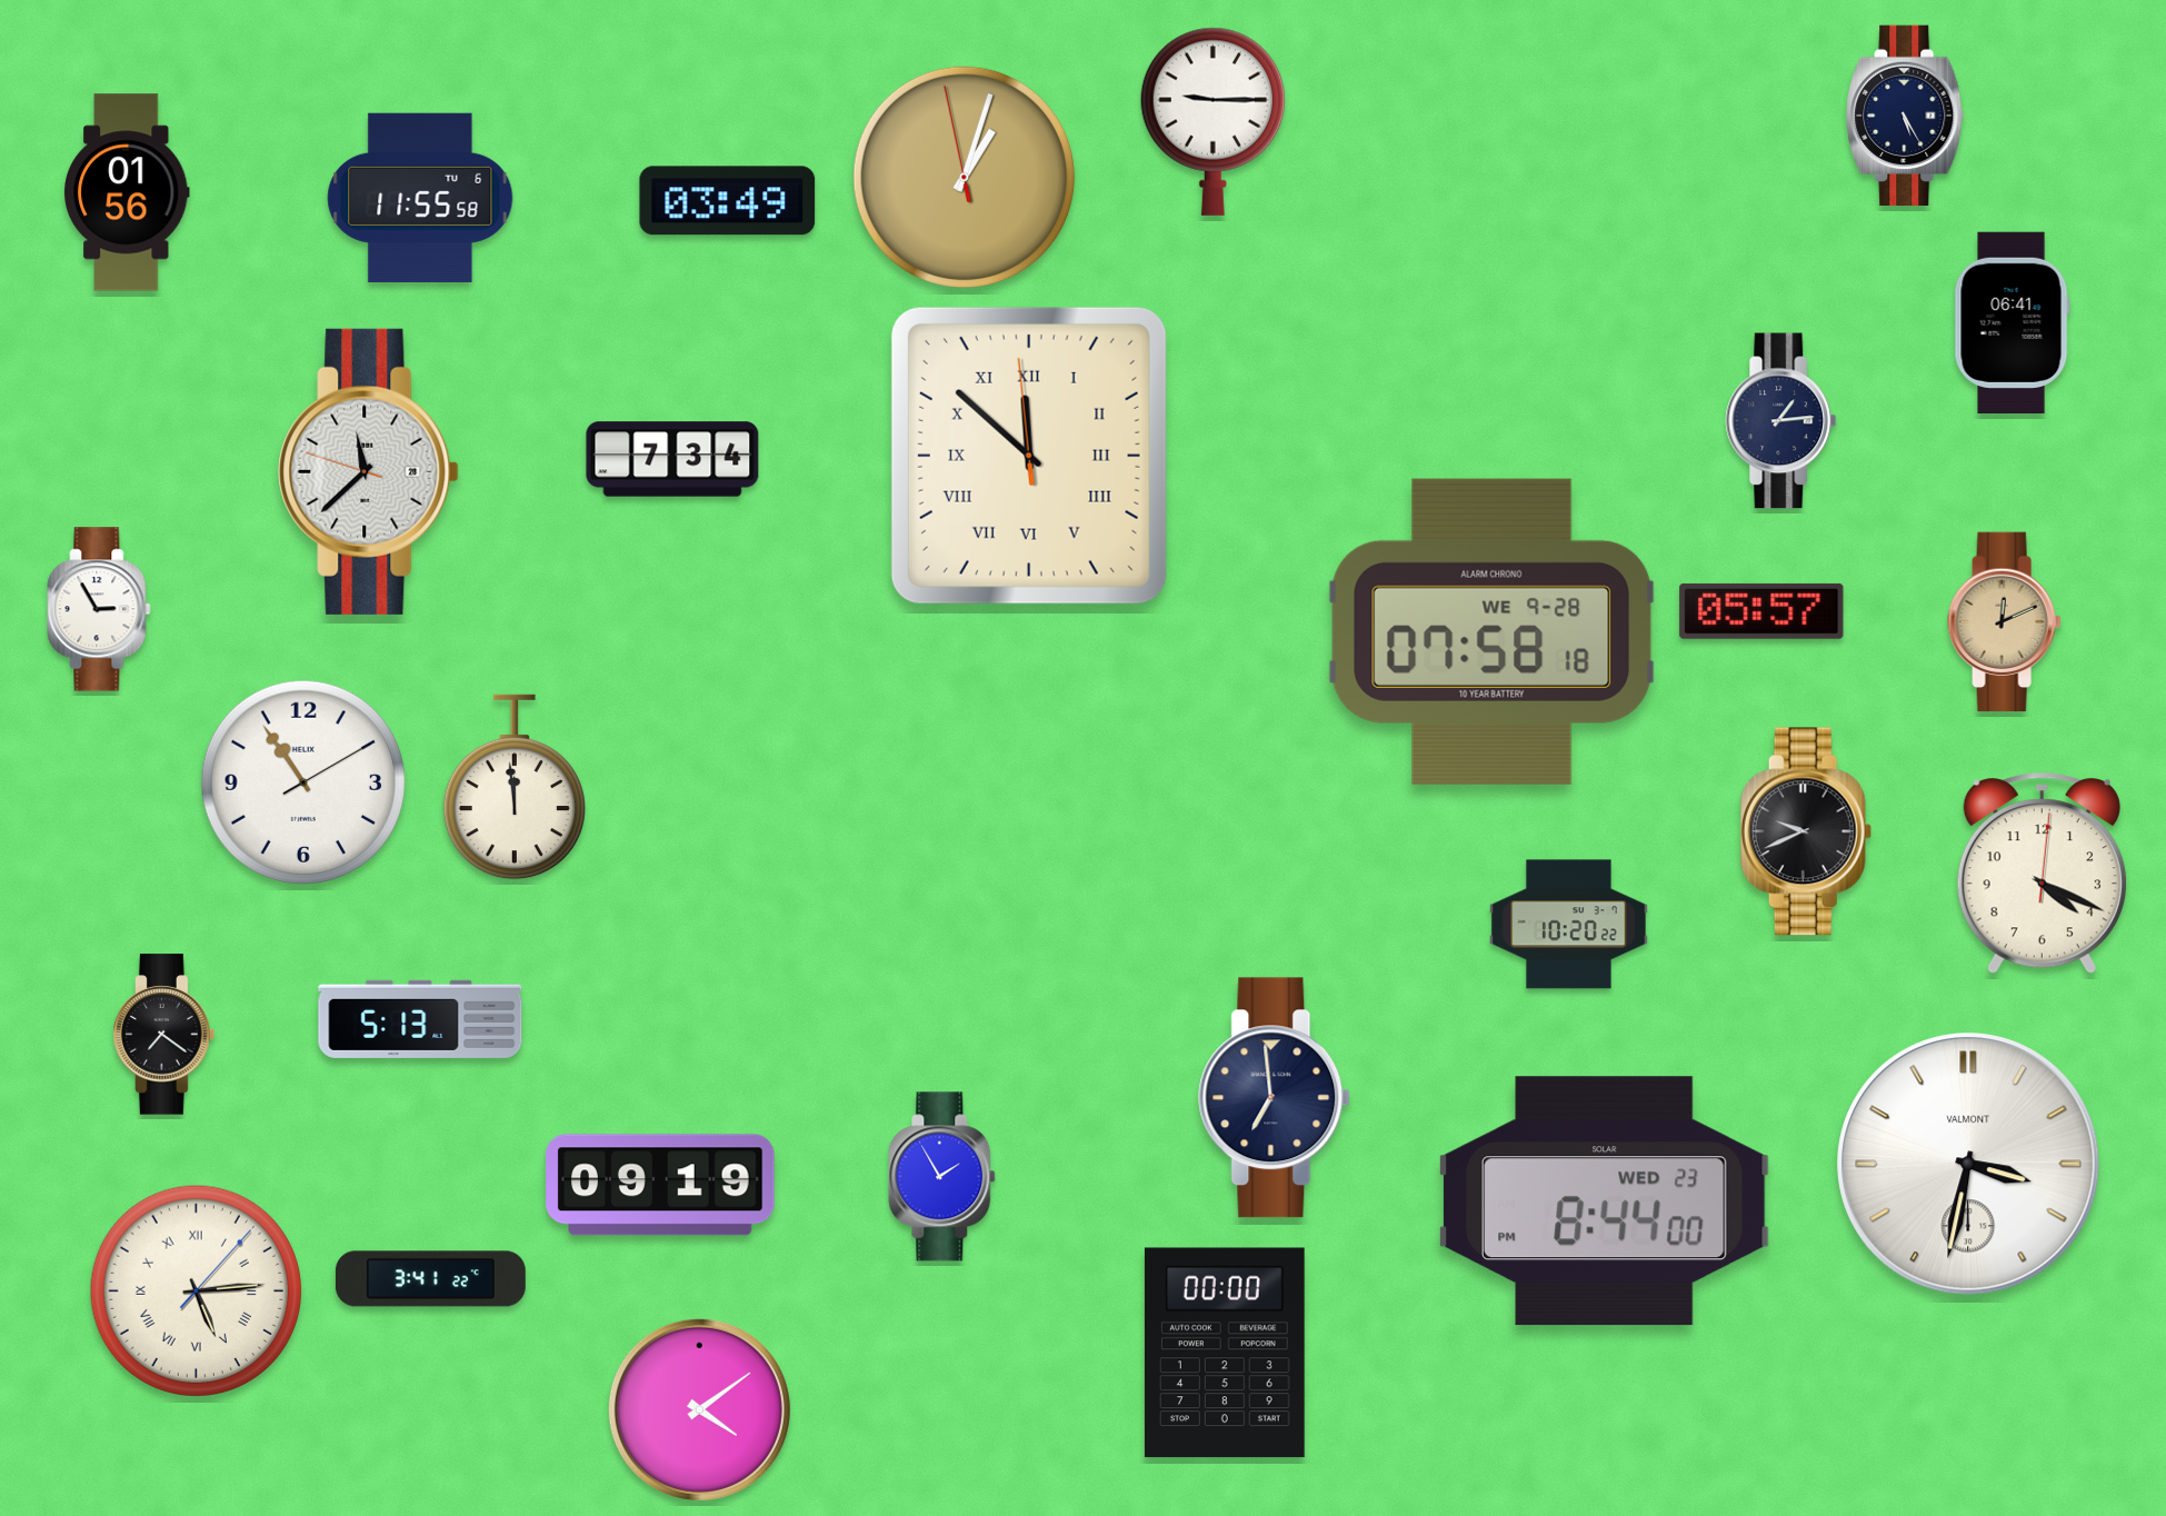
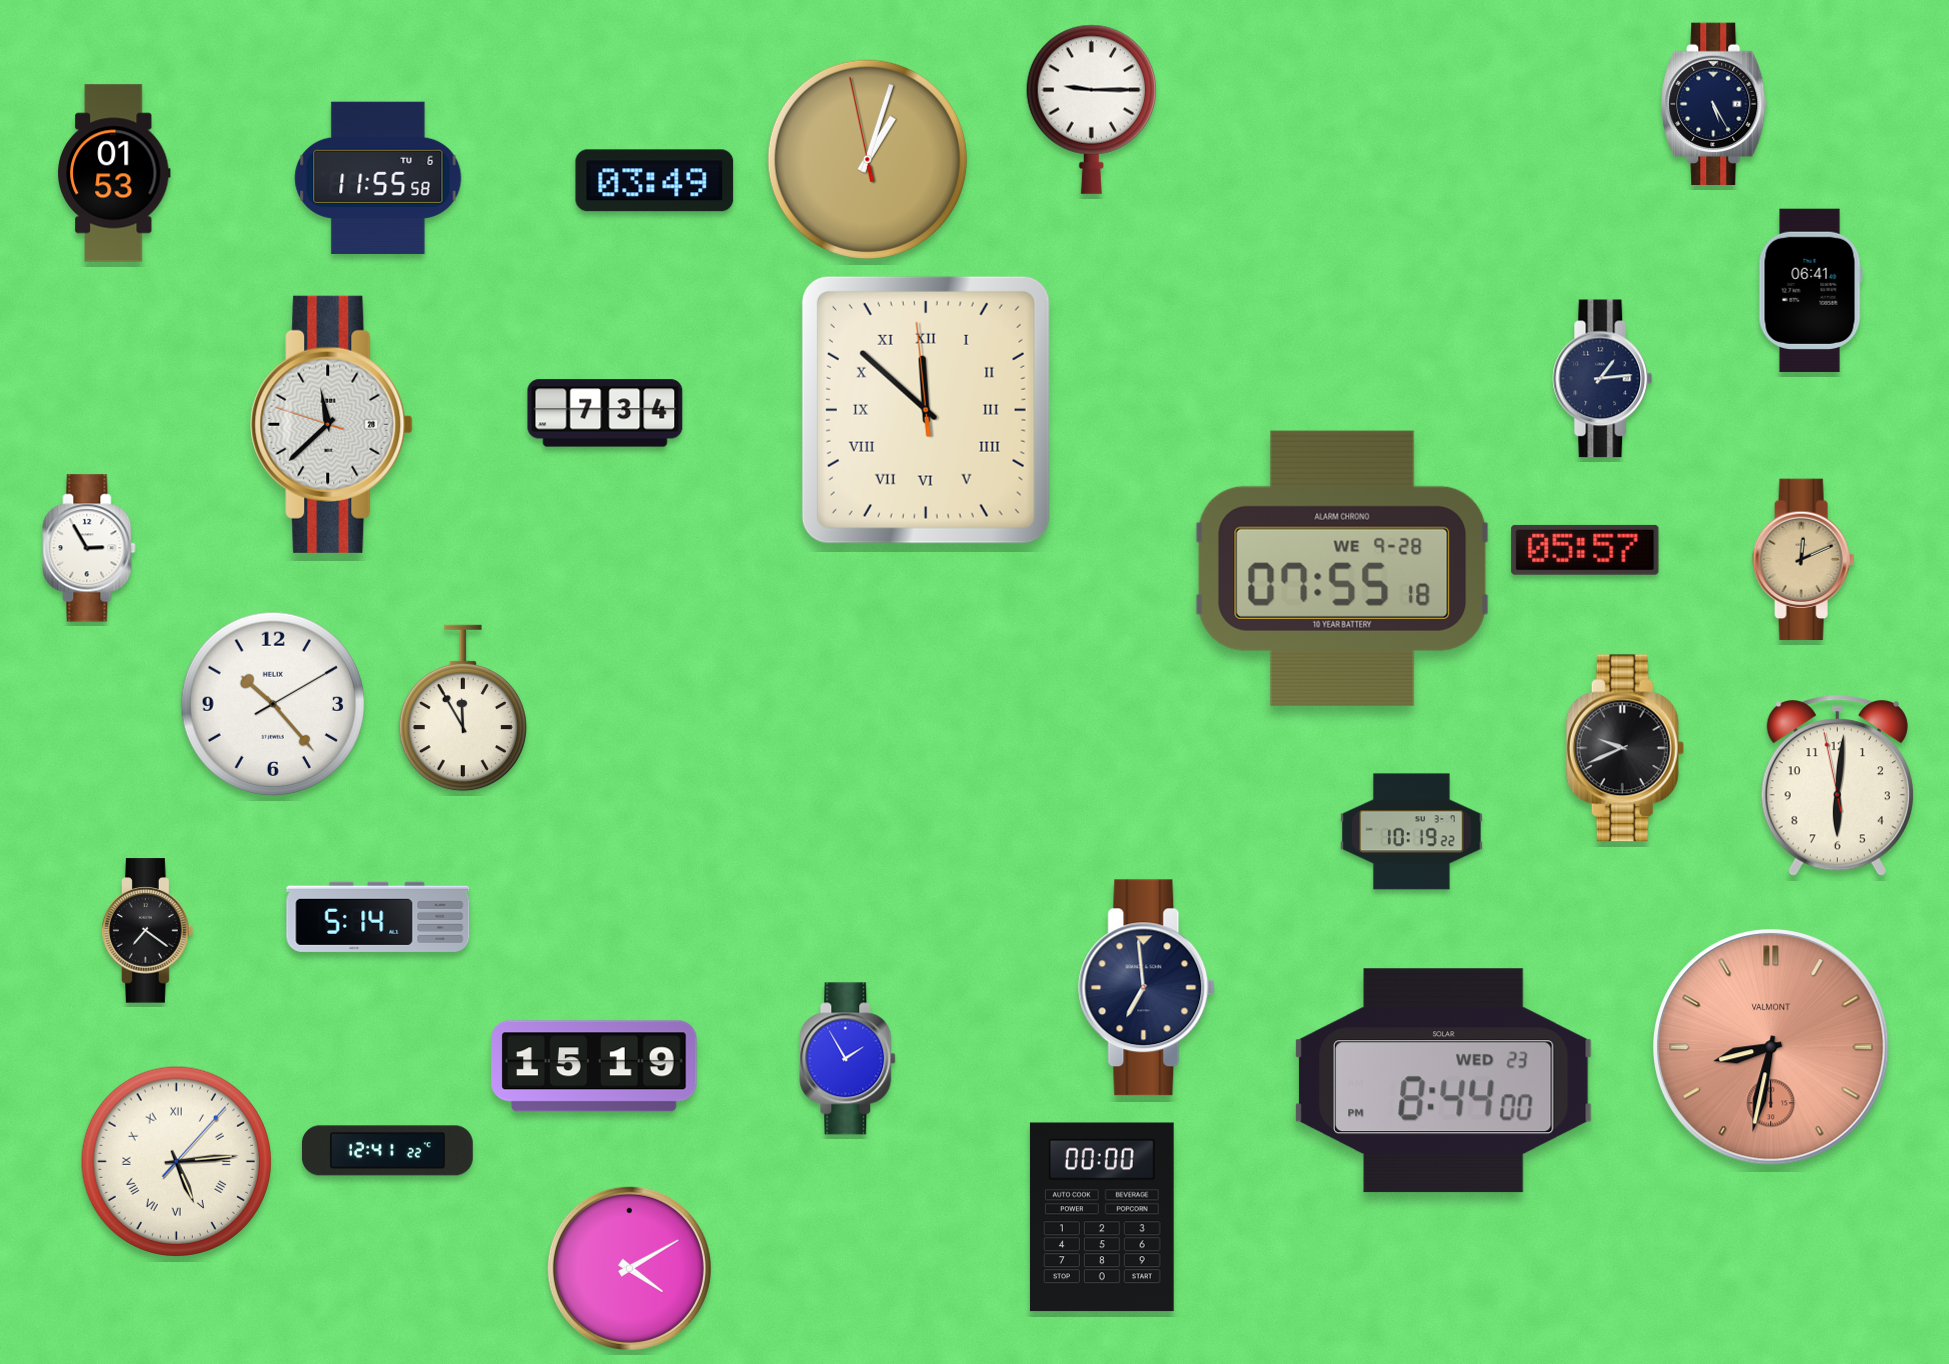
clock at (128, 192): 01:56 -> 01:53
clock at (1493, 631): 07:58 -> 07:55
clock at (302, 781): 10:54 -> 10:23
clock at (513, 787): 11:59 -> 11:55
clock at (2042, 874): 4:19 -> 6:00
clock at (1569, 925): 10:20 -> 10:19
clock at (420, 1019): 5:13 -> 5:14
clock at (1968, 1164): 3:32 -> 8:32
clock at (1968, 1164) dial: white -> salmon
clock at (660, 1185): 09:19 -> 15:19
clock at (430, 1279): 3:41 -> 12:41
clock at (699, 1409): 4:09 -> 4:10
